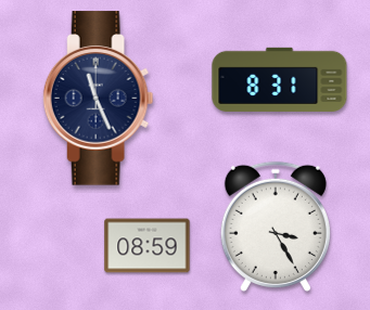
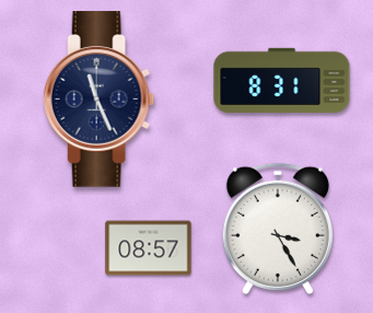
clock at (148, 246): 08:59 -> 08:57
